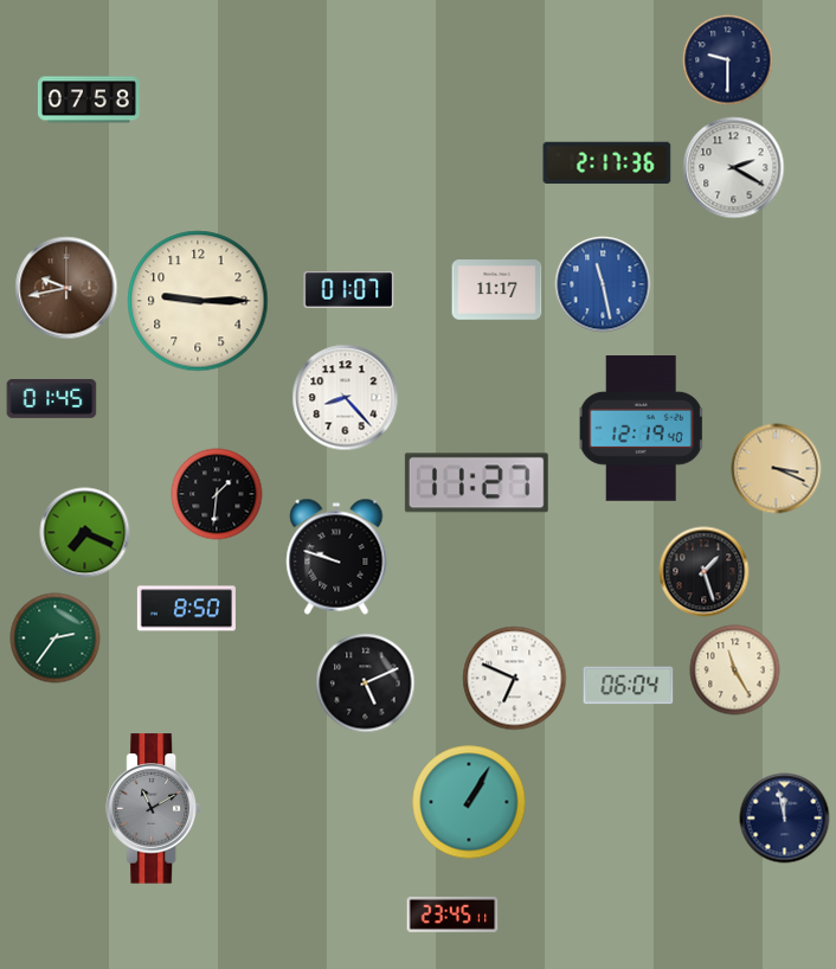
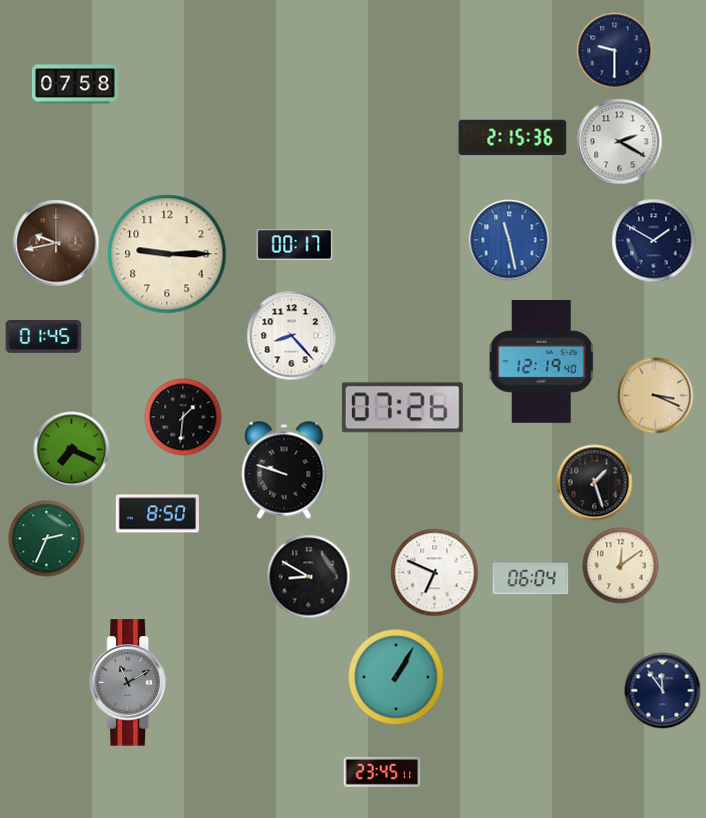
clock at (607, 163): 2:17 -> 2:15
clock at (654, 241): none -> 1:50
clock at (349, 290): 01:07 -> 00:17
clock at (497, 290): 11:17 -> none
clock at (476, 483): 11:27 -> 07:26
clock at (56, 638): 2:36 -> 2:34
clock at (735, 670): 11:25 -> 12:09
clock at (366, 684): 5:11 -> 8:50
clock at (785, 819): 11:58 -> 11:54
